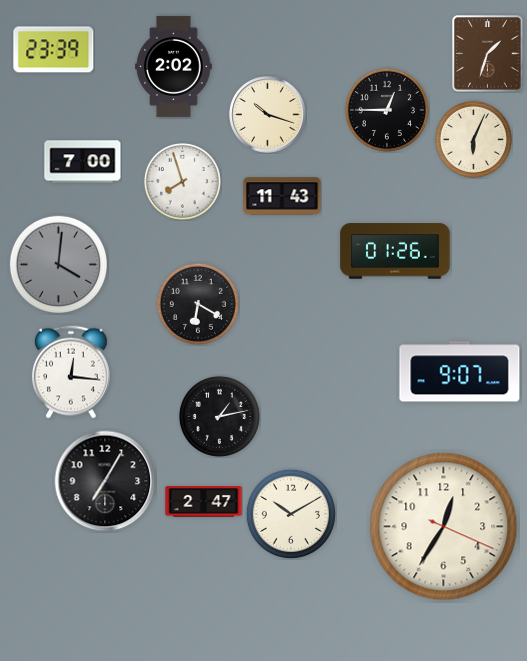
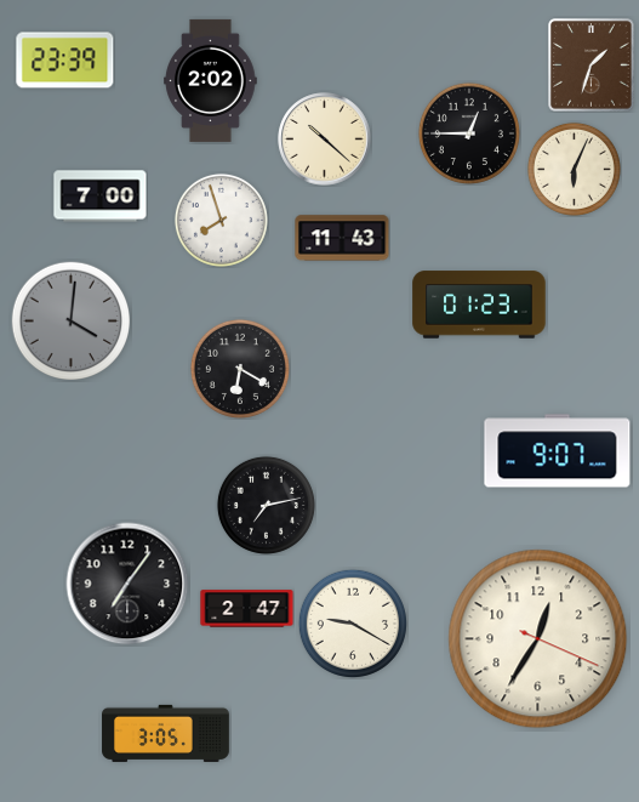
clock at (268, 115): 10:18 -> 10:22
clock at (395, 251): 01:26 -> 01:23
clock at (71, 372): 12:16 -> none
clock at (219, 416): 1:13 -> 7:13
clock at (105, 481): 7:05 -> 7:06
clock at (291, 514): 10:10 -> 9:20
clock at (166, 733): none -> 3:05
